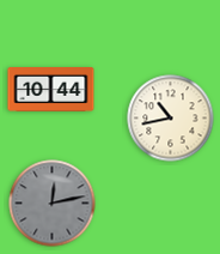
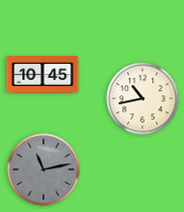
clock at (51, 90): 10:44 -> 10:45
clock at (53, 204): 12:13 -> 11:13
